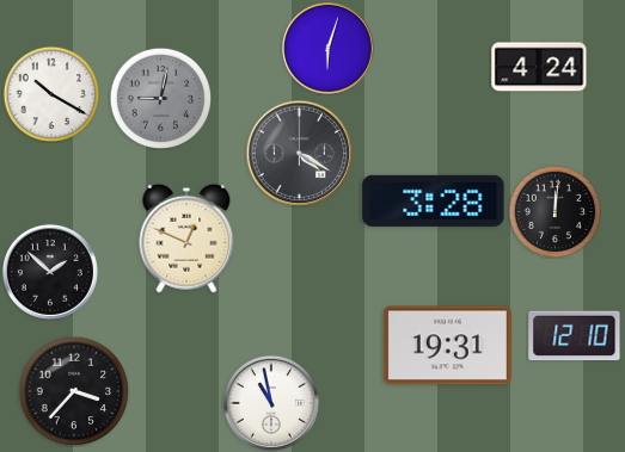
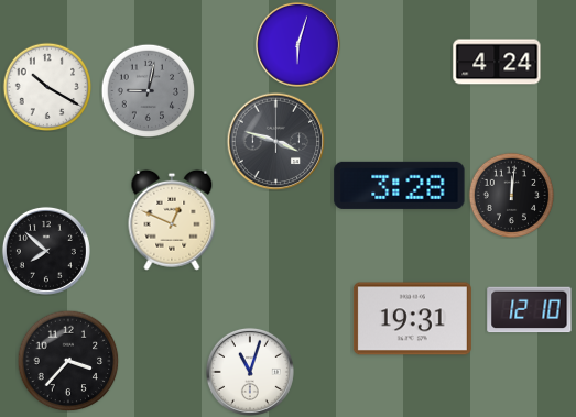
clock at (327, 48) position: (327, 48) -> (297, 44)
clock at (299, 153): 4:20 -> 3:48
clock at (50, 272): 1:52 -> 7:52
clock at (271, 403): 10:58 -> 11:03
